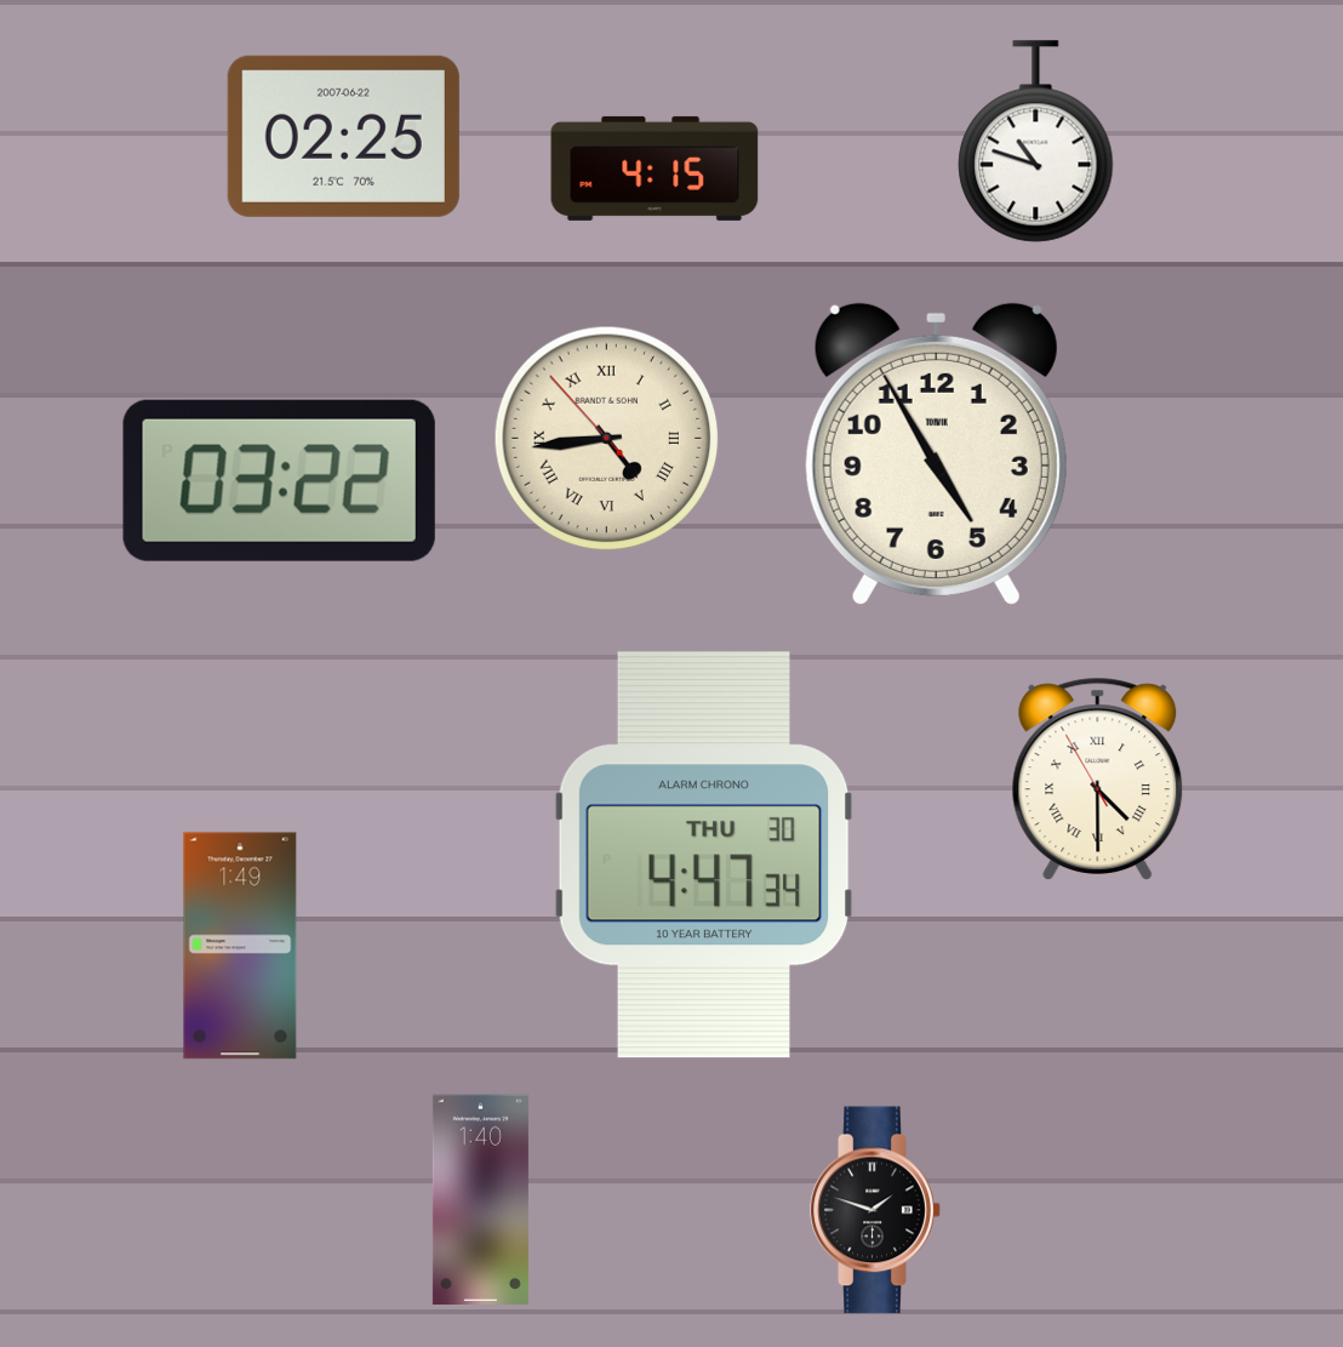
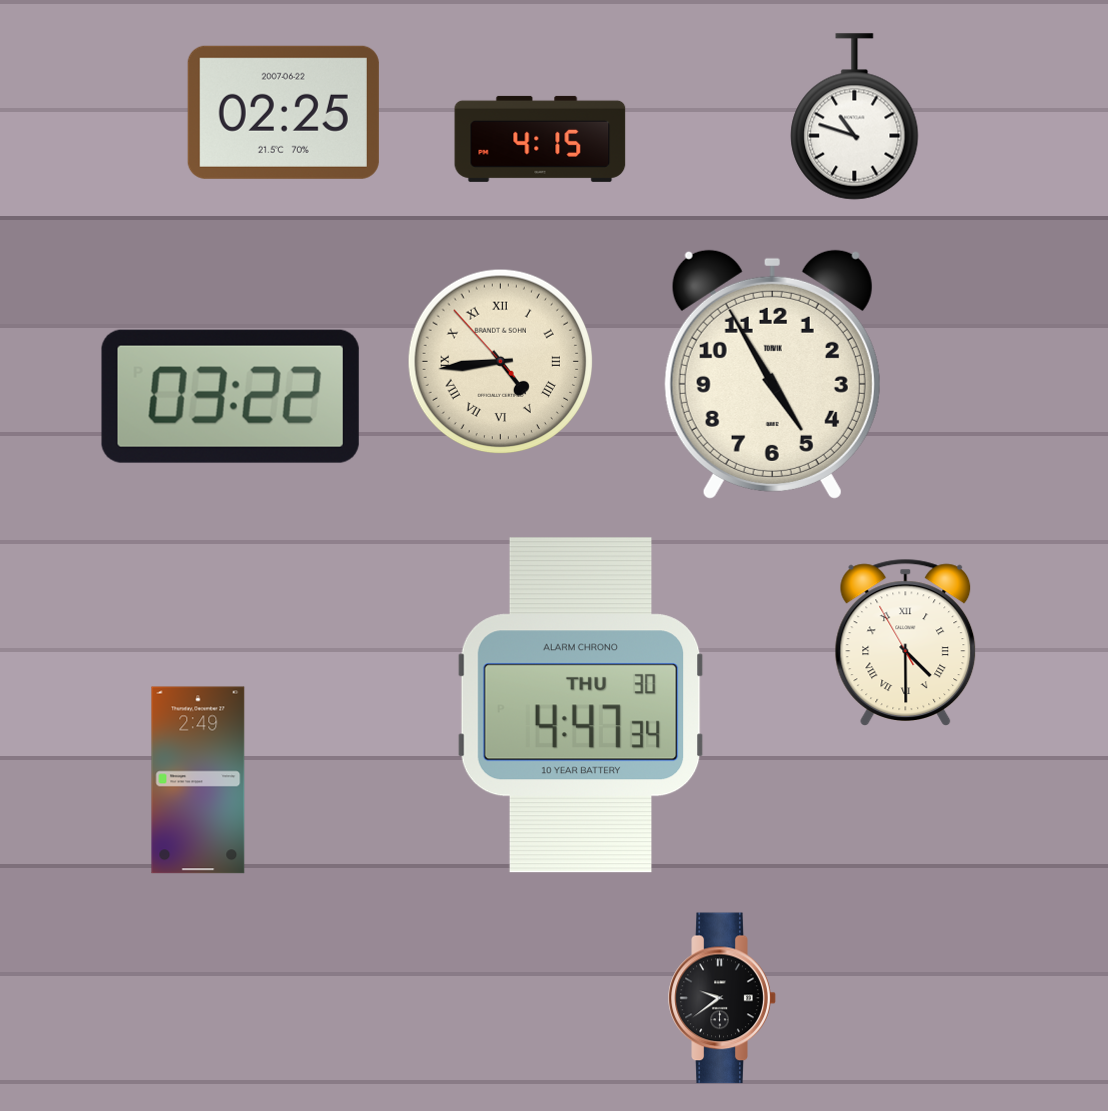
clock at (240, 946): 1:49 -> 2:49
clock at (480, 1200): 1:40 -> none
clock at (875, 1210): 1:48 -> 9:39
